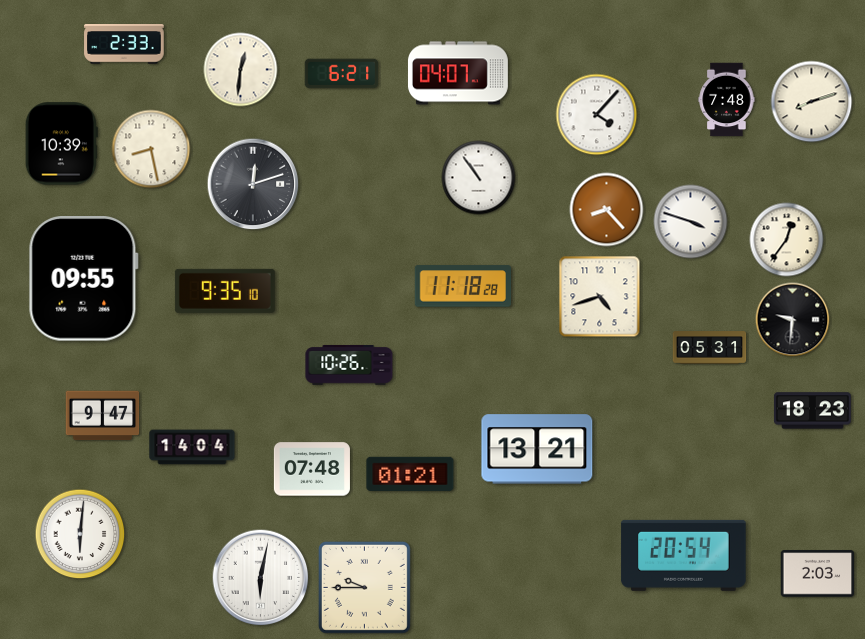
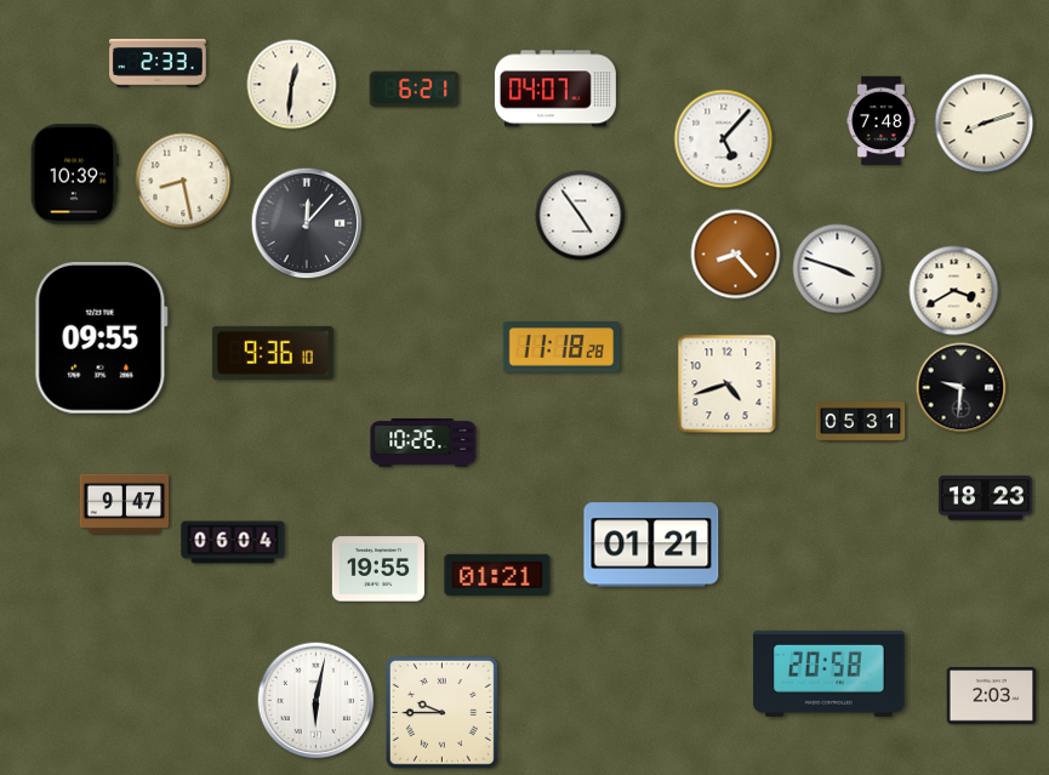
clock at (124, 44) position: (124, 44) -> (158, 63)
clock at (597, 115): 4:07 -> 5:07
clock at (479, 178): 10:54 -> 4:54
clock at (253, 184): 12:12 -> 12:07
clock at (787, 240): 12:36 -> 3:40
clock at (225, 291): 9:35 -> 9:36
clock at (600, 297) position: (600, 297) -> (728, 384)
clock at (192, 447): 14:04 -> 06:04
clock at (537, 449): 13:21 -> 01:21
clock at (312, 469): 07:48 -> 19:55
clock at (80, 534): 6:01 -> none
clock at (684, 555): 20:54 -> 20:58
